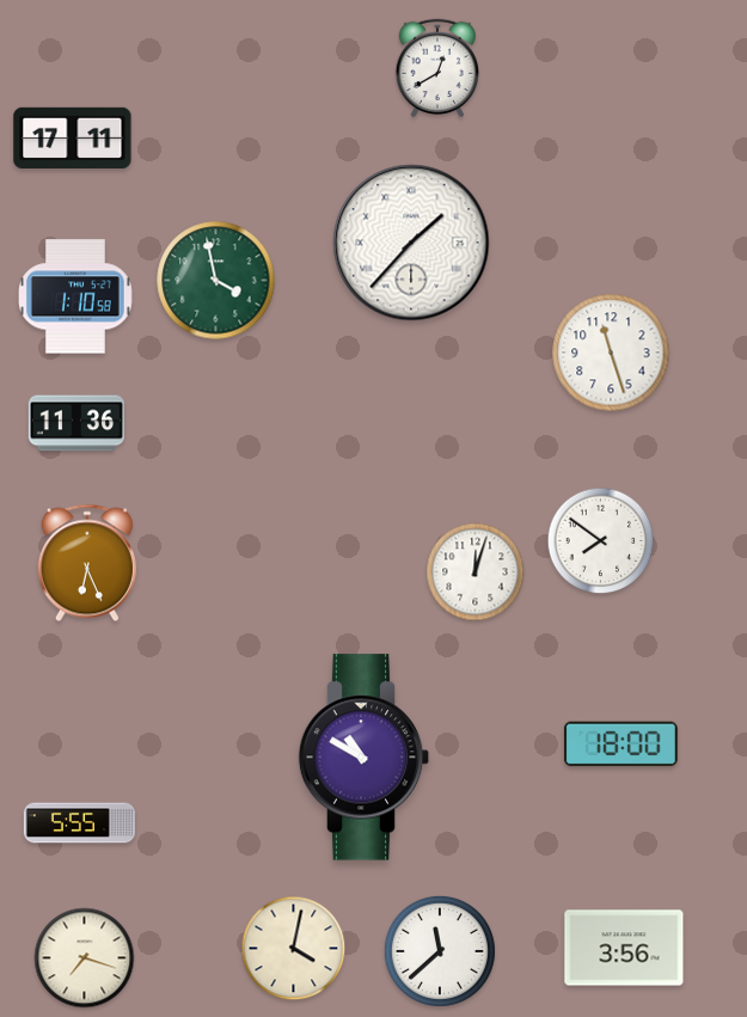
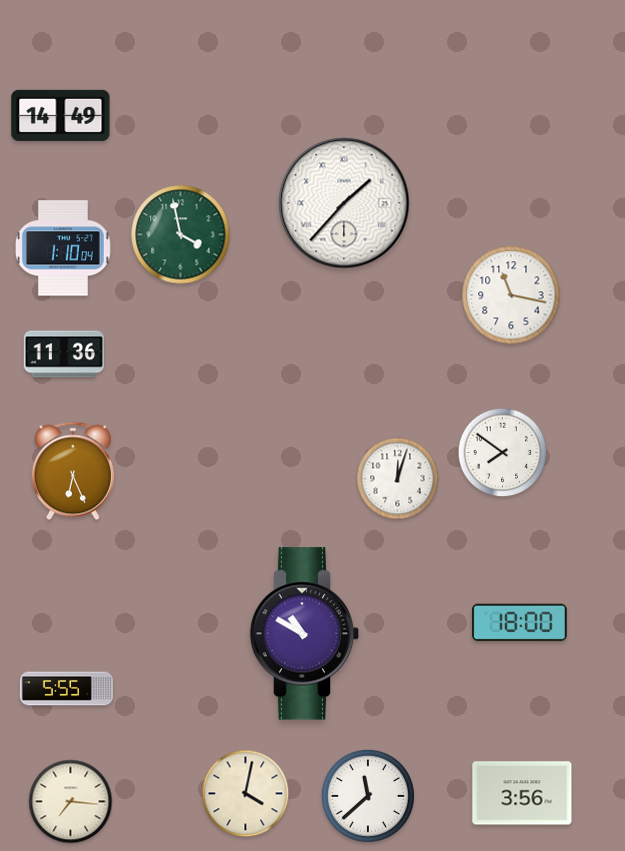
clock at (436, 67): 12:40 -> none
clock at (73, 137): 17:11 -> 14:49
clock at (76, 296): 1:10:58 -> 1:10:04
clock at (611, 353): 11:27 -> 11:17
clock at (85, 958): 7:18 -> 7:16
